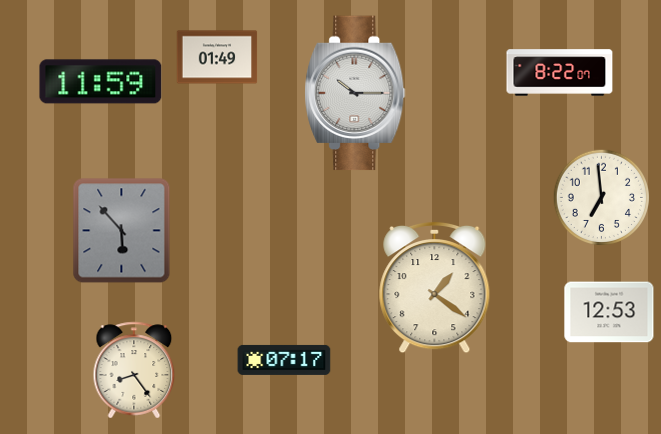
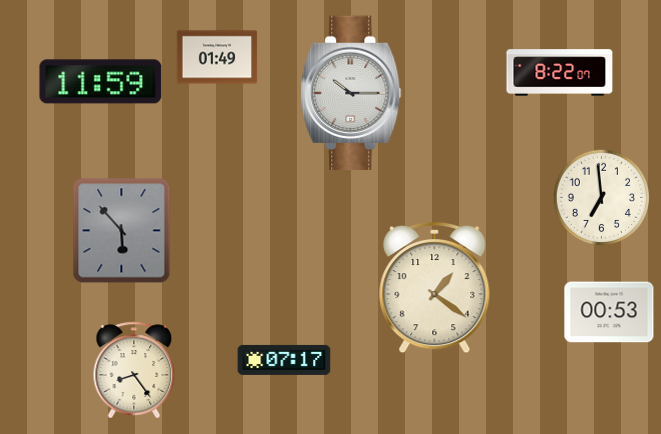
clock at (355, 93) position: (355, 93) -> (351, 93)
clock at (609, 312): 12:53 -> 00:53
